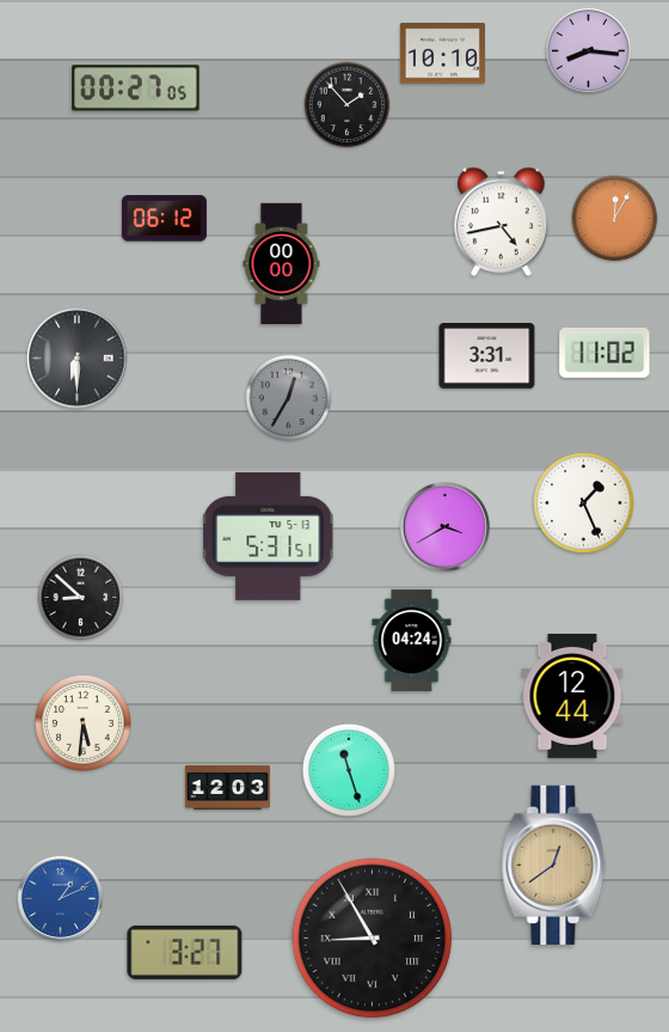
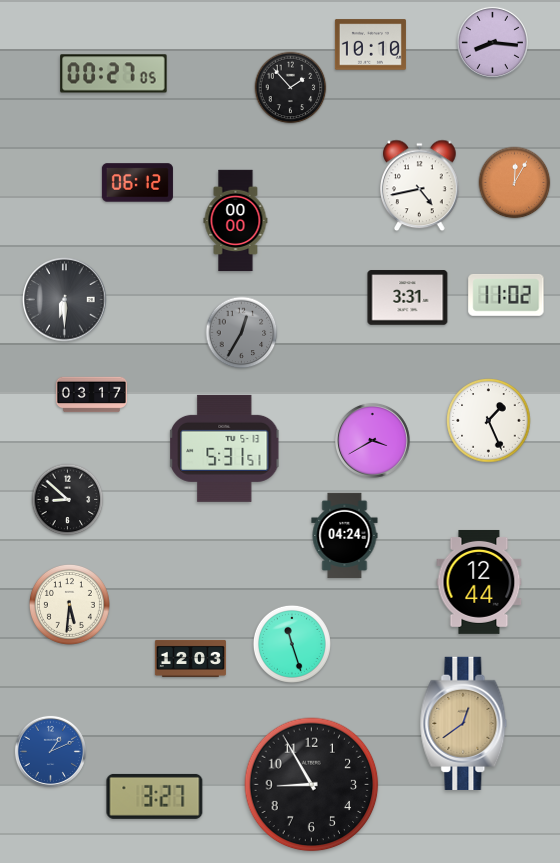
clock at (91, 395): none -> 03:17
clock at (373, 939) numerals: Roman -> Arabic
